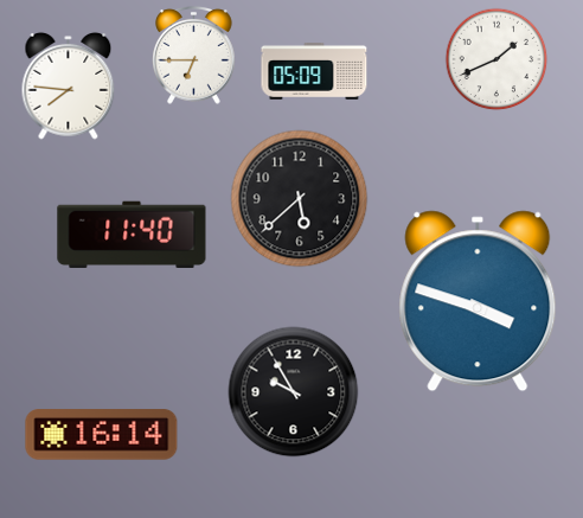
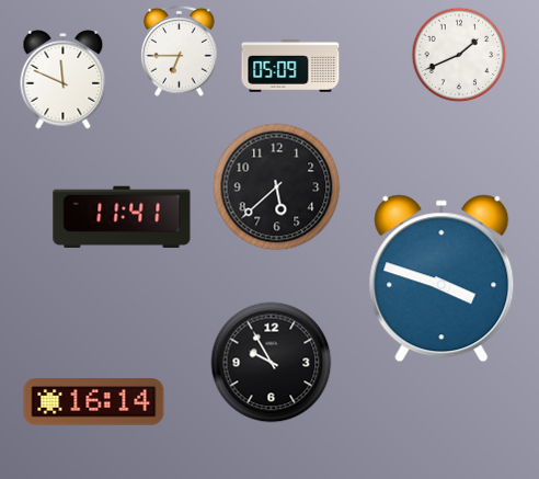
clock at (69, 85): 7:46 -> 11:49
clock at (300, 199) position: (300, 199) -> (277, 187)
clock at (132, 235): 11:40 -> 11:41
